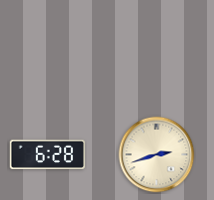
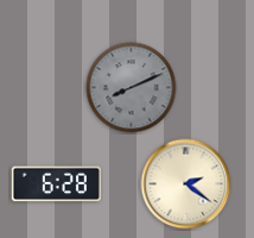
clock at (132, 88): none -> 8:11
clock at (157, 155): 2:42 -> 2:21
